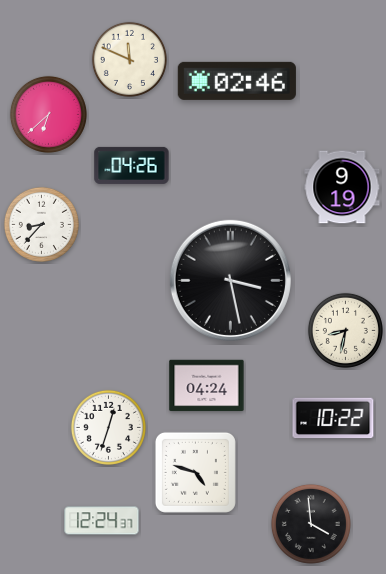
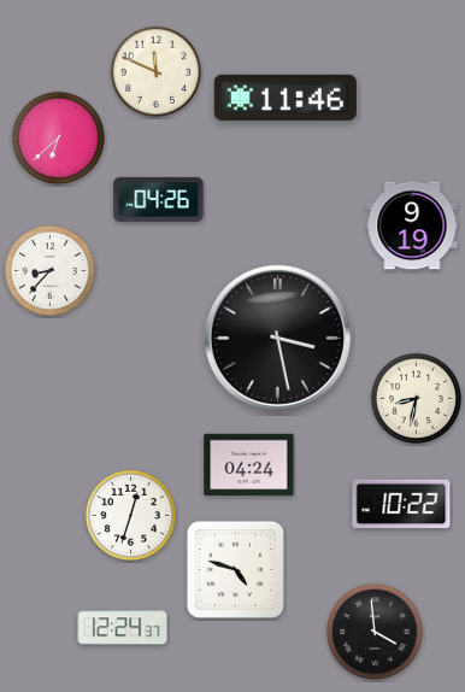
clock at (237, 81): 02:46 -> 11:46
